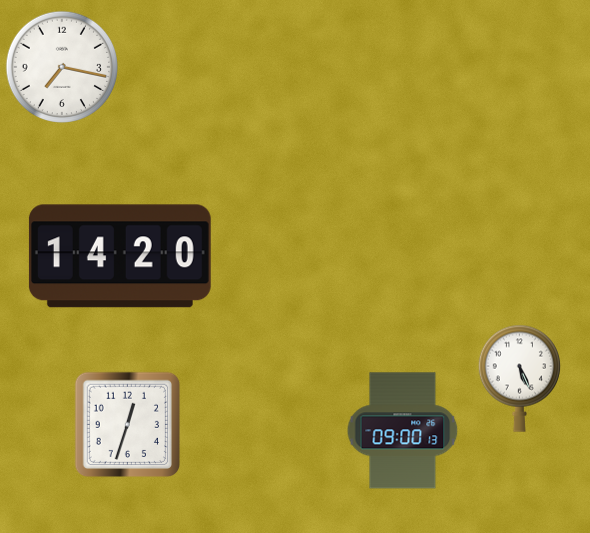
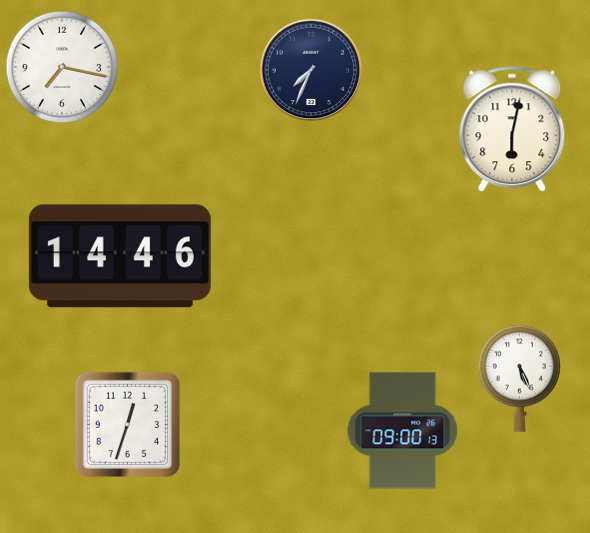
clock at (311, 70): none -> 7:34
clock at (512, 130): none -> 6:02
clock at (120, 256): 14:20 -> 14:46
